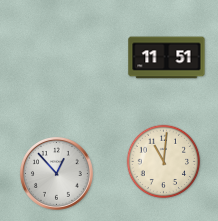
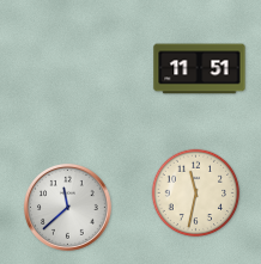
clock at (164, 162): 11:01 -> 11:32
clock at (57, 174): 12:53 -> 11:38
